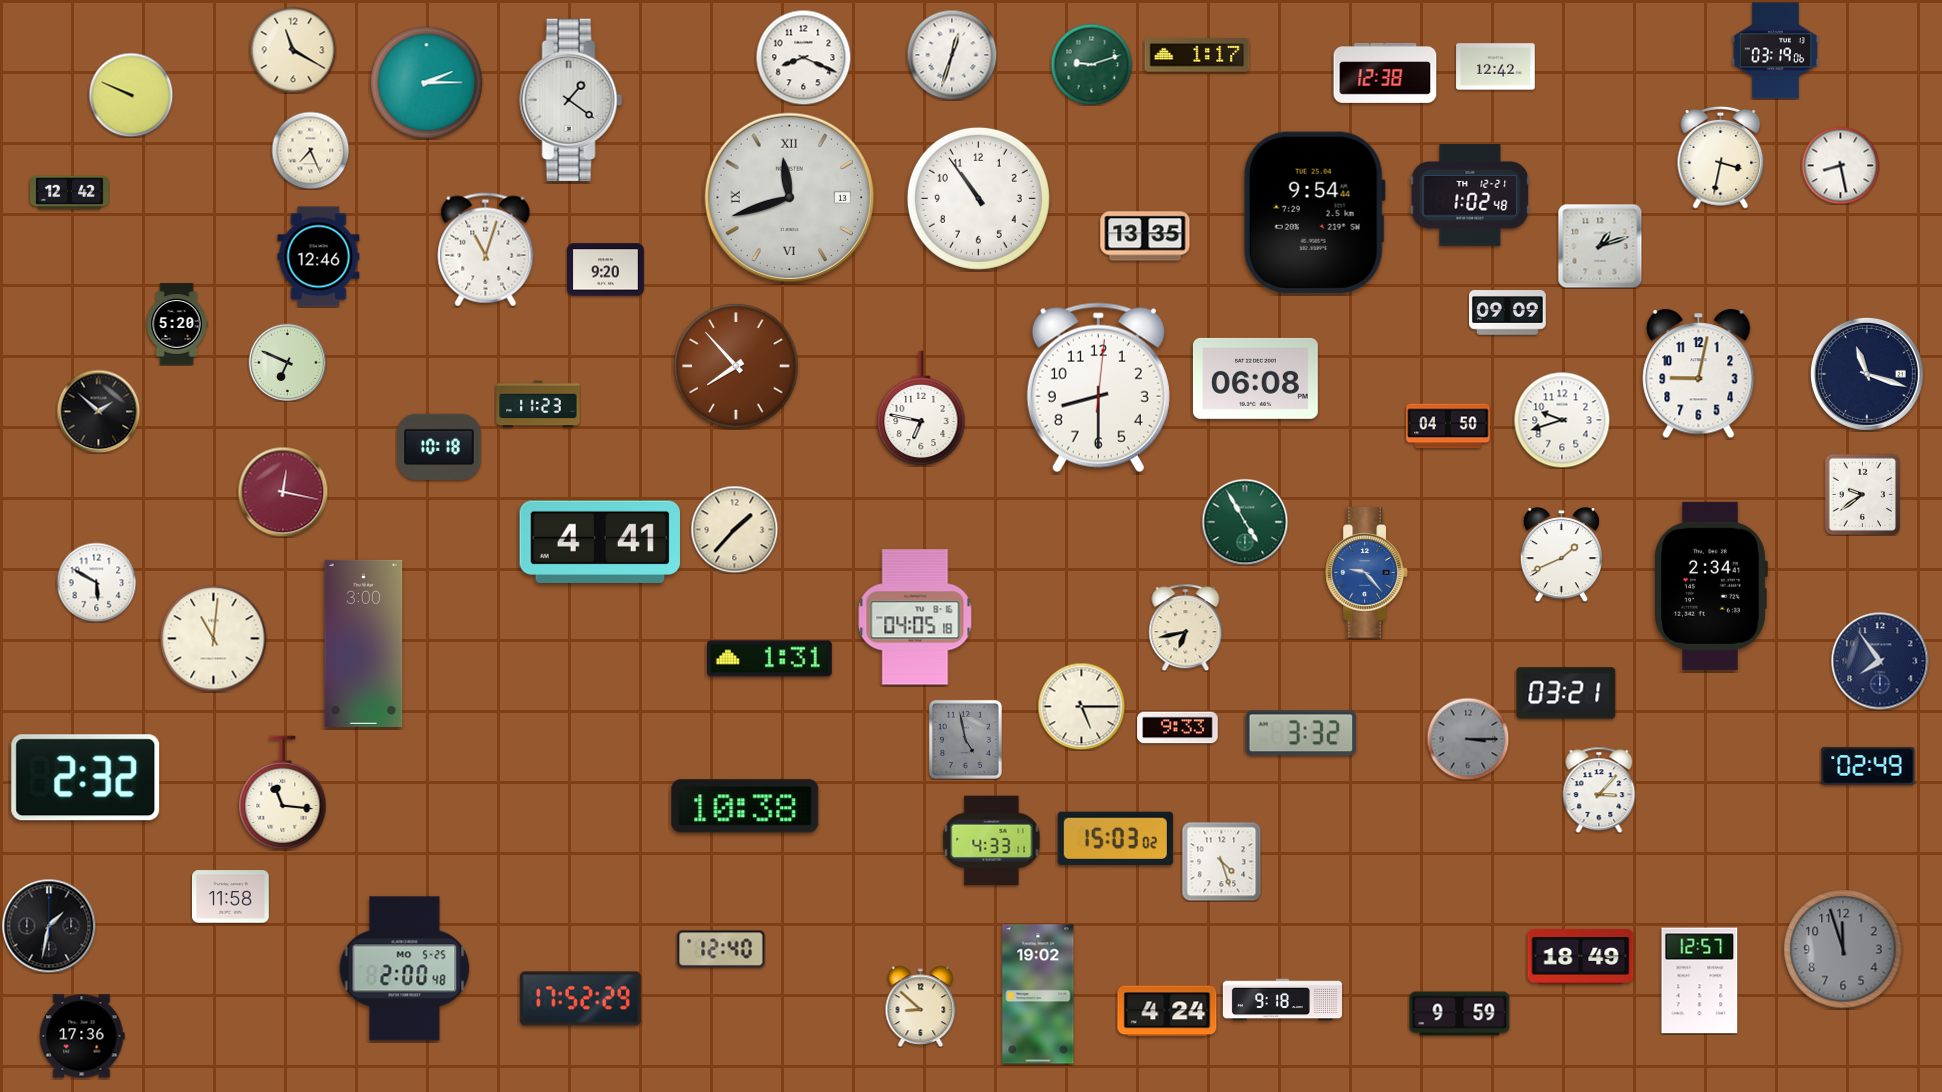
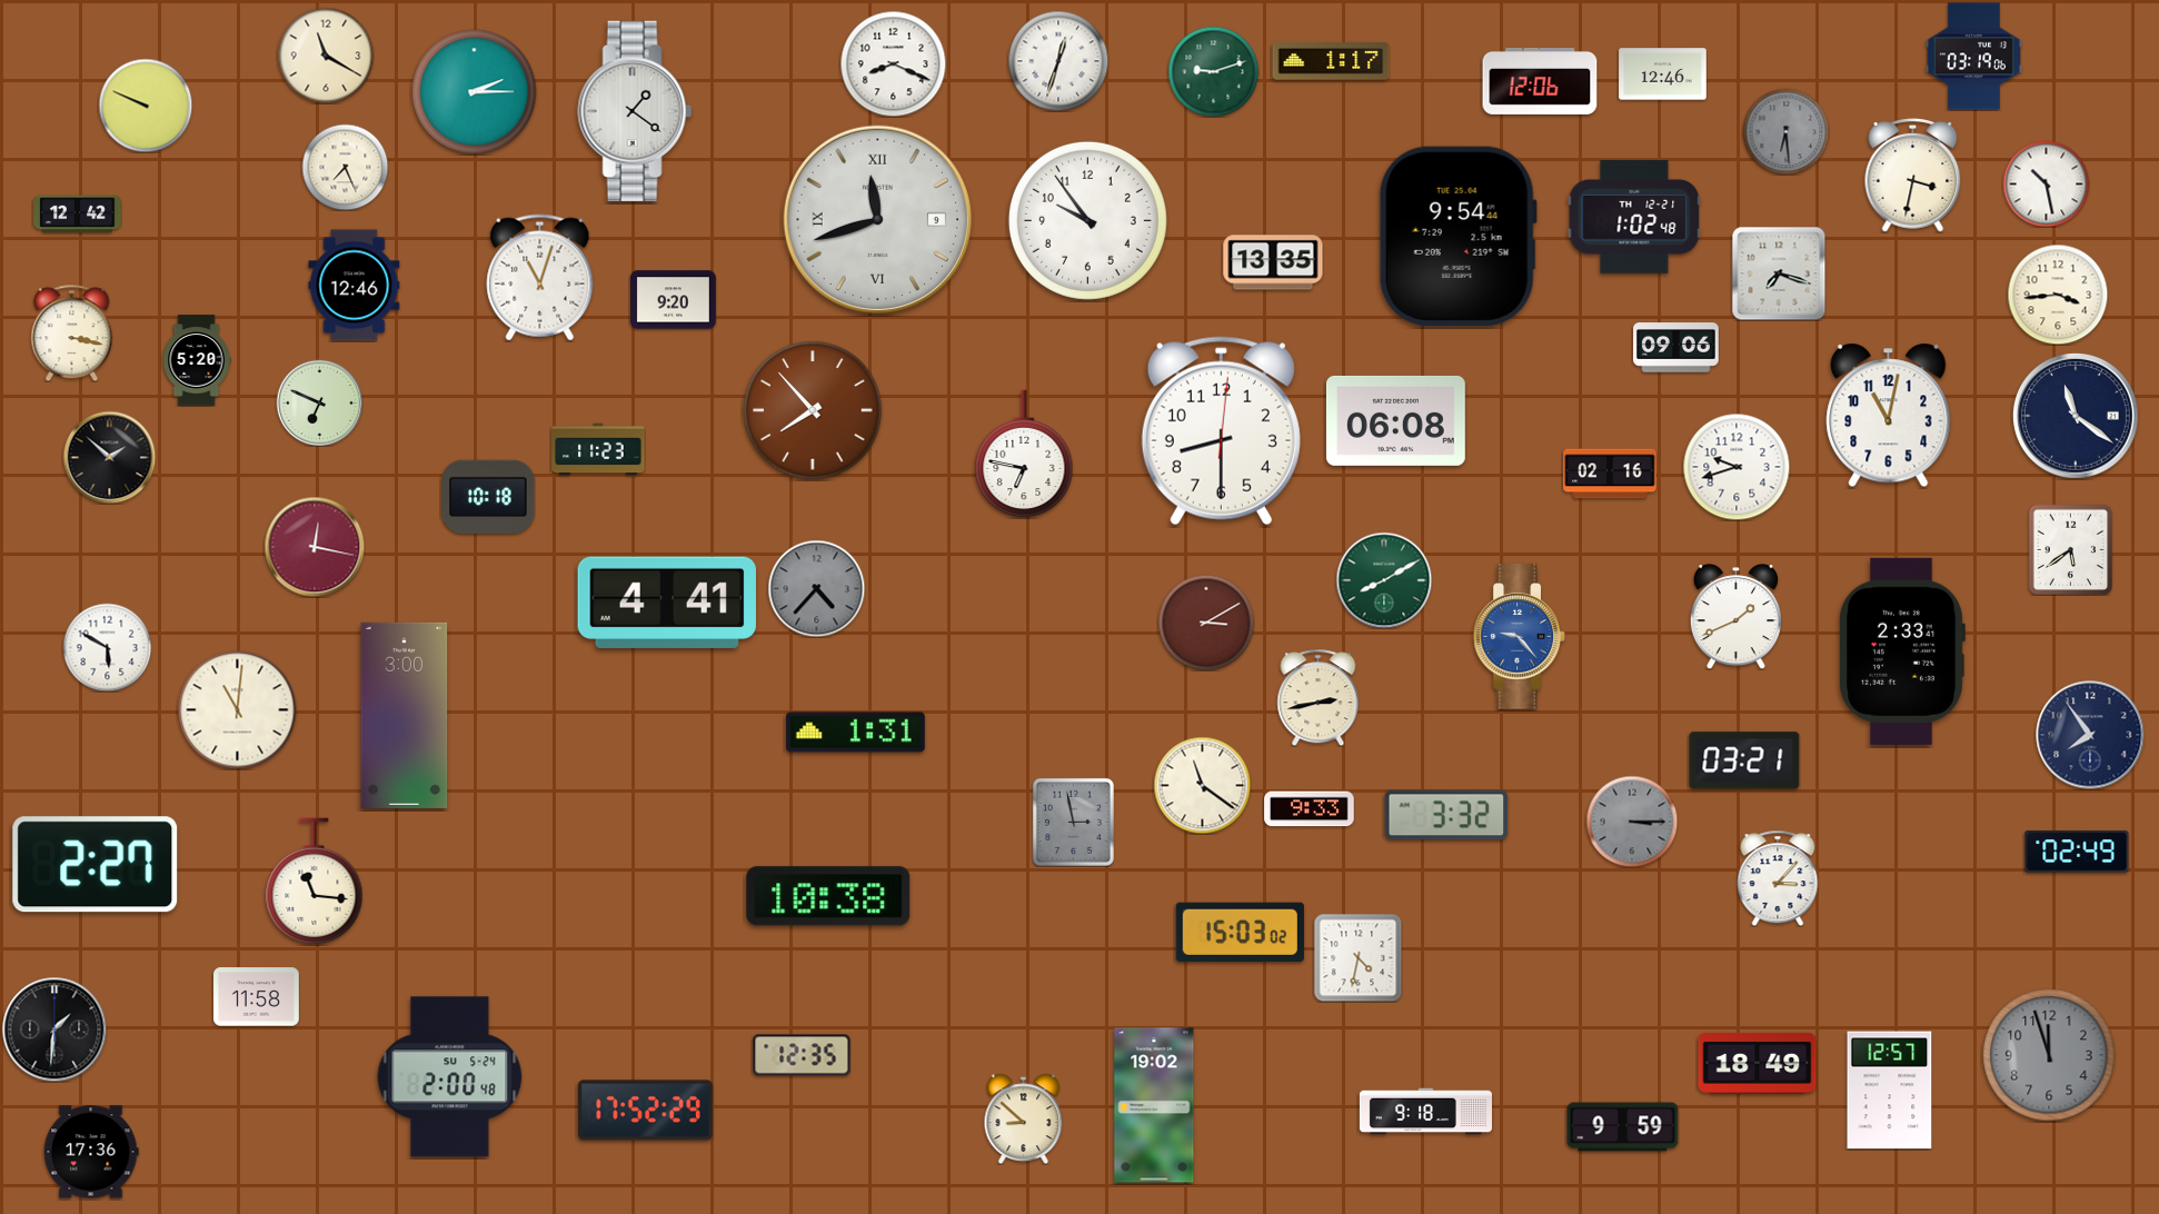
clock at (1496, 67): 12:42 -> 12:46
clock at (1385, 73): 12:38 -> 12:06
clock at (1785, 131): none -> 6:29
clock at (1840, 165): 8:28 -> 10:28
clock at (789, 197) date: 13 -> 9
clock at (978, 198): 10:54 -> 9:54
clock at (1314, 212) position: (1314, 212) -> (1457, 236)
clock at (1600, 246): 1:12 -> 7:18
clock at (2058, 295): none -> 3:44
clock at (72, 332): none -> 3:17
clock at (1508, 313): 09:09 -> 09:06
clock at (736, 366) position: (736, 366) -> (813, 410)
clock at (1699, 374): 9:02 -> 11:02
clock at (1867, 374): 11:18 -> 11:21
clock at (1448, 426): 04:50 -> 02:16
clock at (1862, 494): 9:39 -> 5:39
clock at (1245, 522): 4:55 -> 8:10
clock at (734, 529): 1:37 -> 4:37
clock at (734, 529) dial: cream -> grey
clock at (1206, 623): none -> 3:10
clock at (1711, 586): 2:34 -> 2:33
clock at (915, 617): 04:05 -> none
clock at (1186, 627): 6:43 -> 2:43
clock at (1566, 693) position: (1566, 693) -> (1744, 760)
clock at (1081, 706): 5:15 -> 11:21
clock at (965, 739): 4:58 -> 2:58
clock at (86, 778): 2:32 -> 2:27
clock at (992, 841): 4:33 -> none
clock at (1221, 861): 4:27 -> 4:32
clock at (49, 926): 1:32 -> 1:31
clock at (721, 949): 12:40 -> 12:35
clock at (405, 969) date: MO 5-25 -> SU 5-24
clock at (1167, 1011): 4:24 -> none
